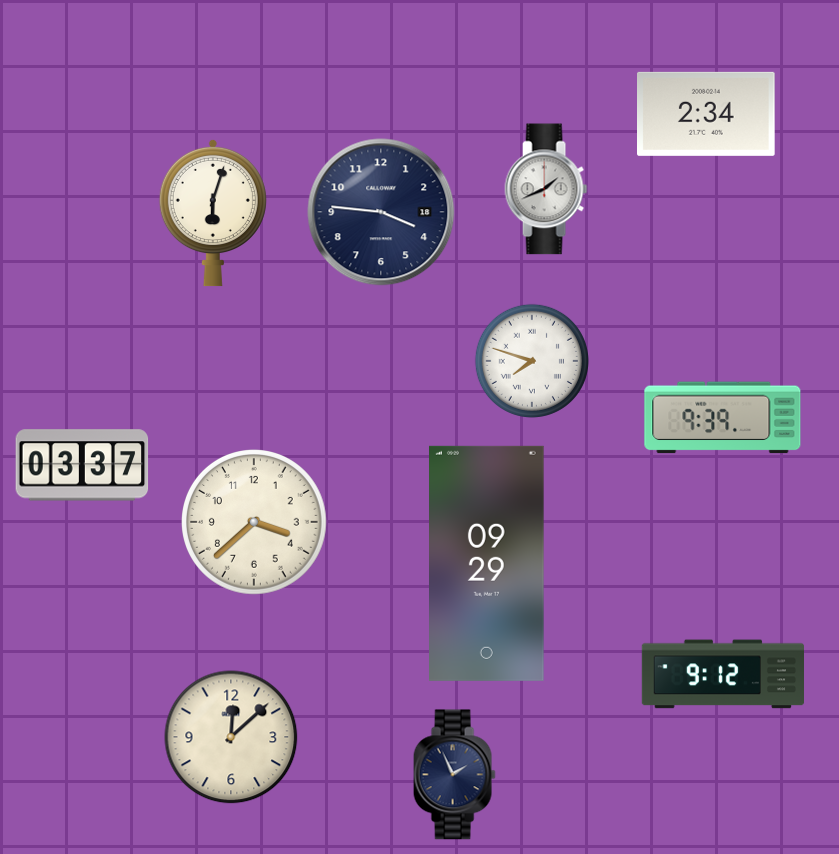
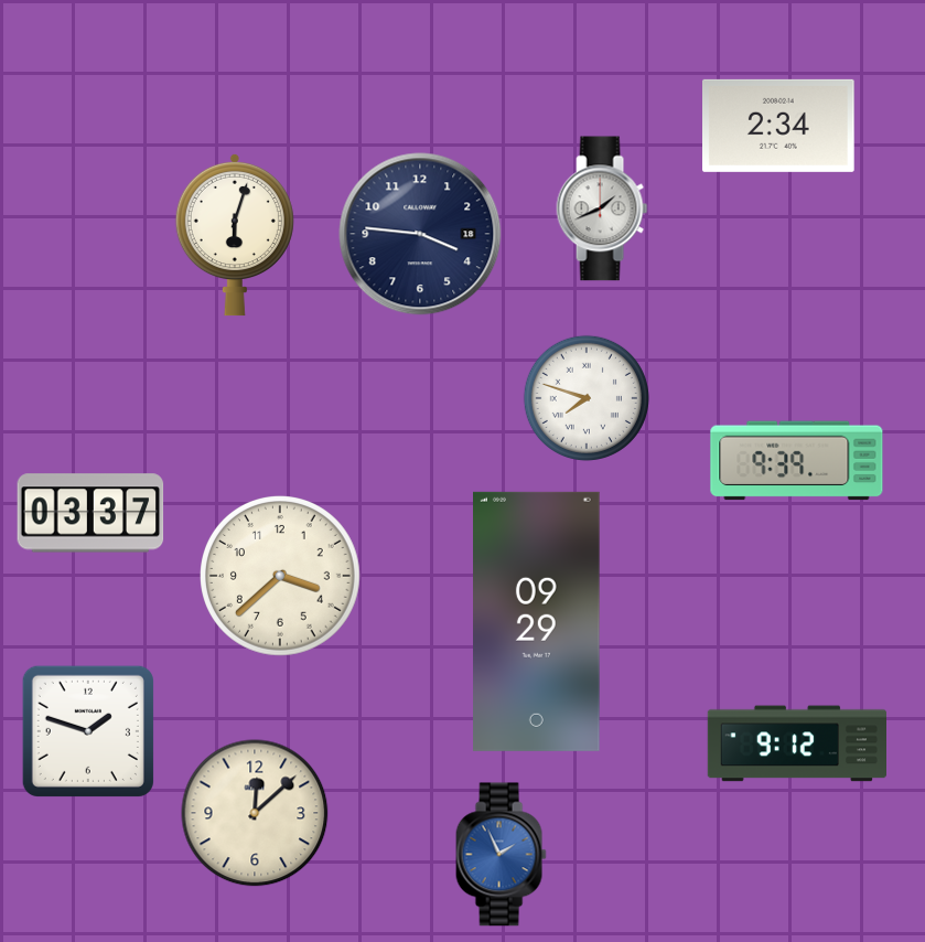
clock at (88, 731): none -> 1:48
clock at (454, 775) dial: navy -> blue
